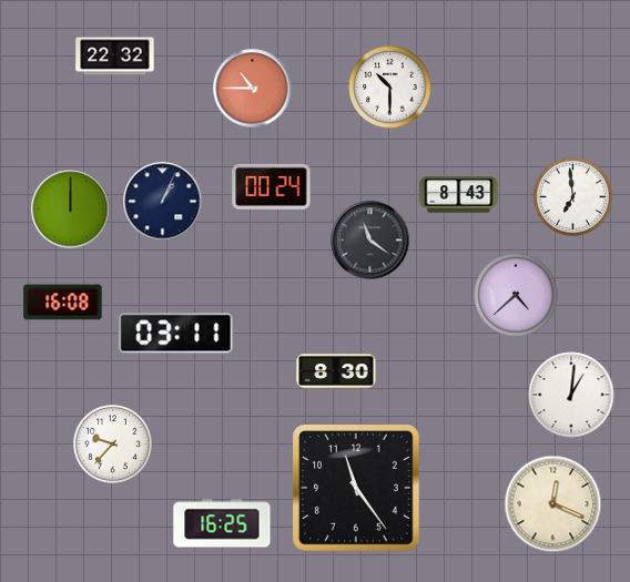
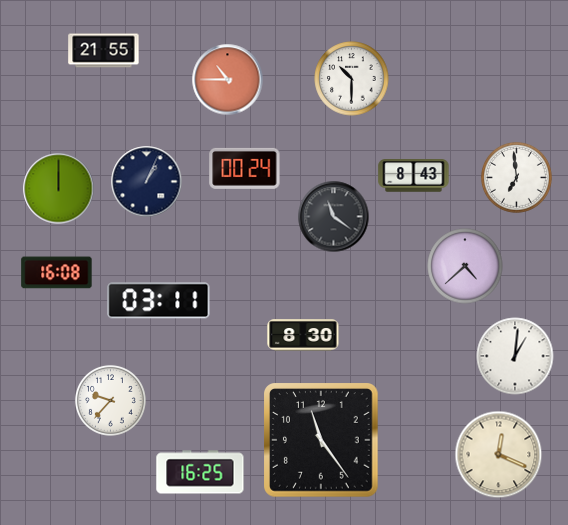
clock at (115, 57): 22:32 -> 21:55
clock at (71, 210) position: (71, 210) -> (59, 189)
clock at (112, 443) position: (112, 443) -> (110, 400)
